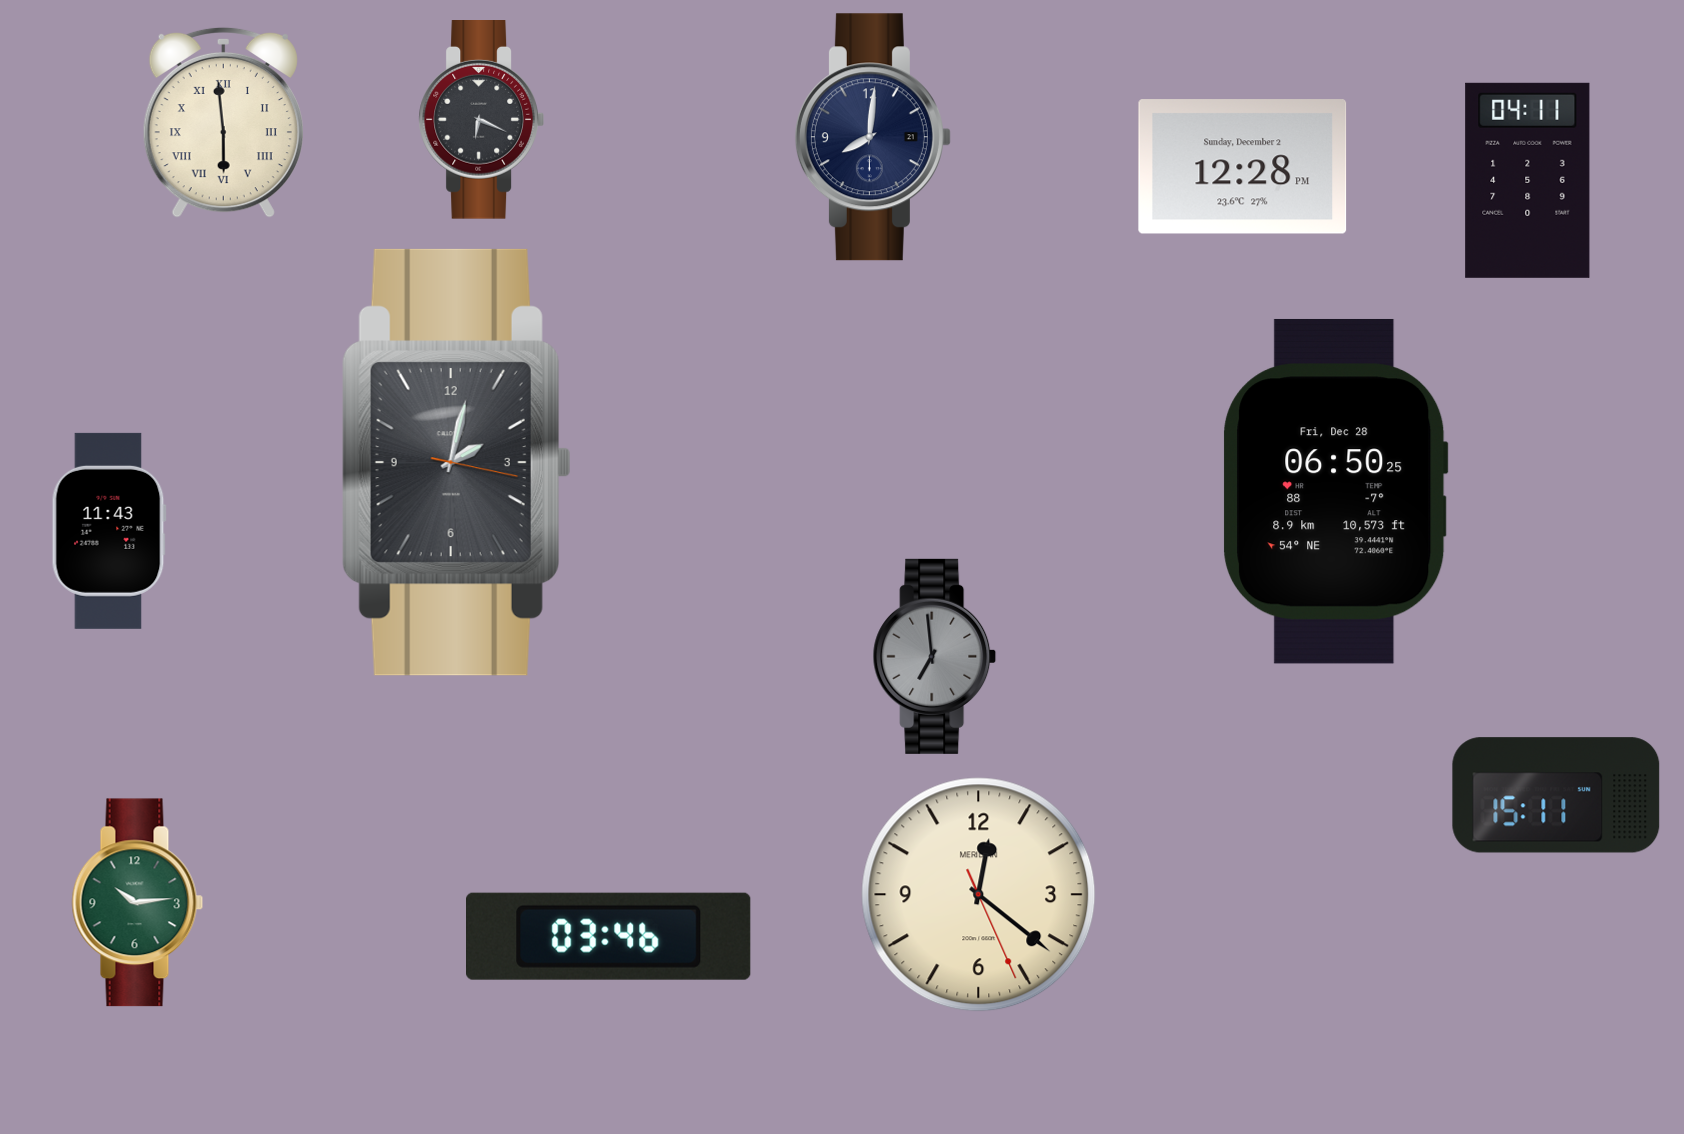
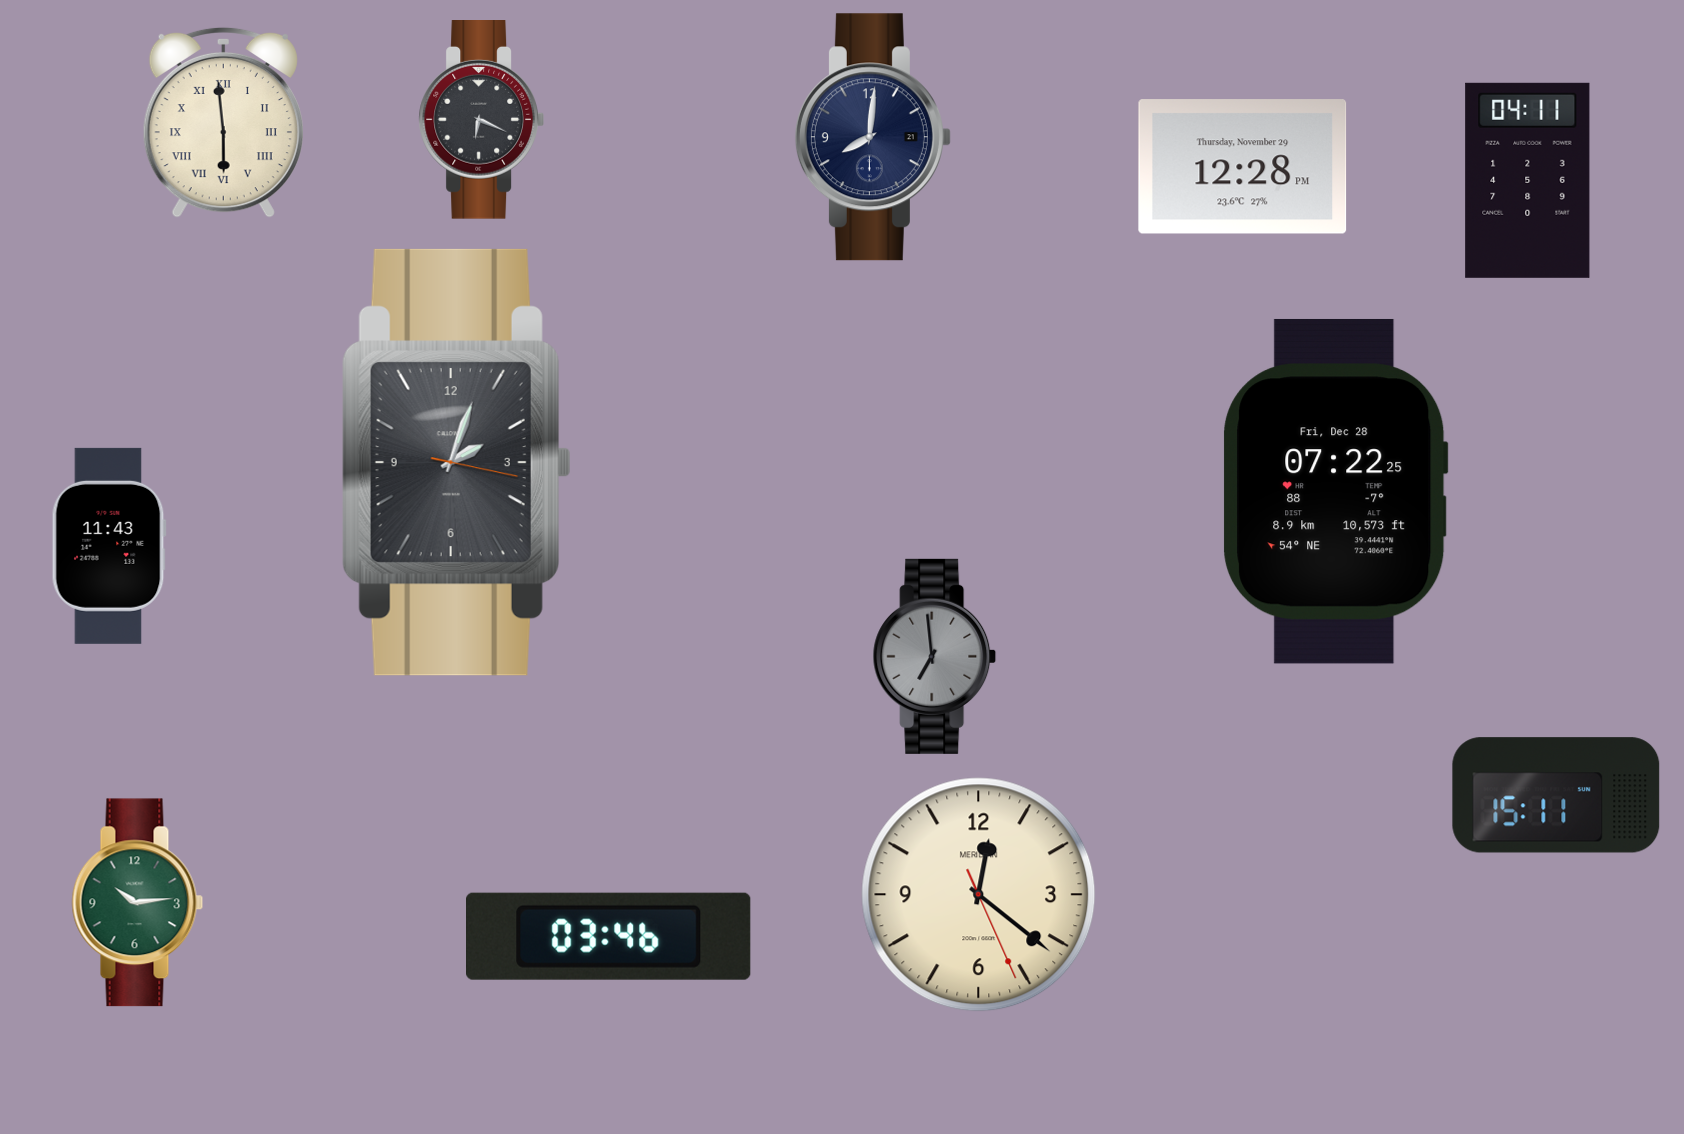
clock at (1243, 167) date: Sunday, December 2 -> Thursday, November 29
clock at (456, 462): 2:02 -> 2:03
clock at (1336, 491): 06:50 -> 07:22
clock at (109, 531) position: (109, 531) -> (109, 546)
